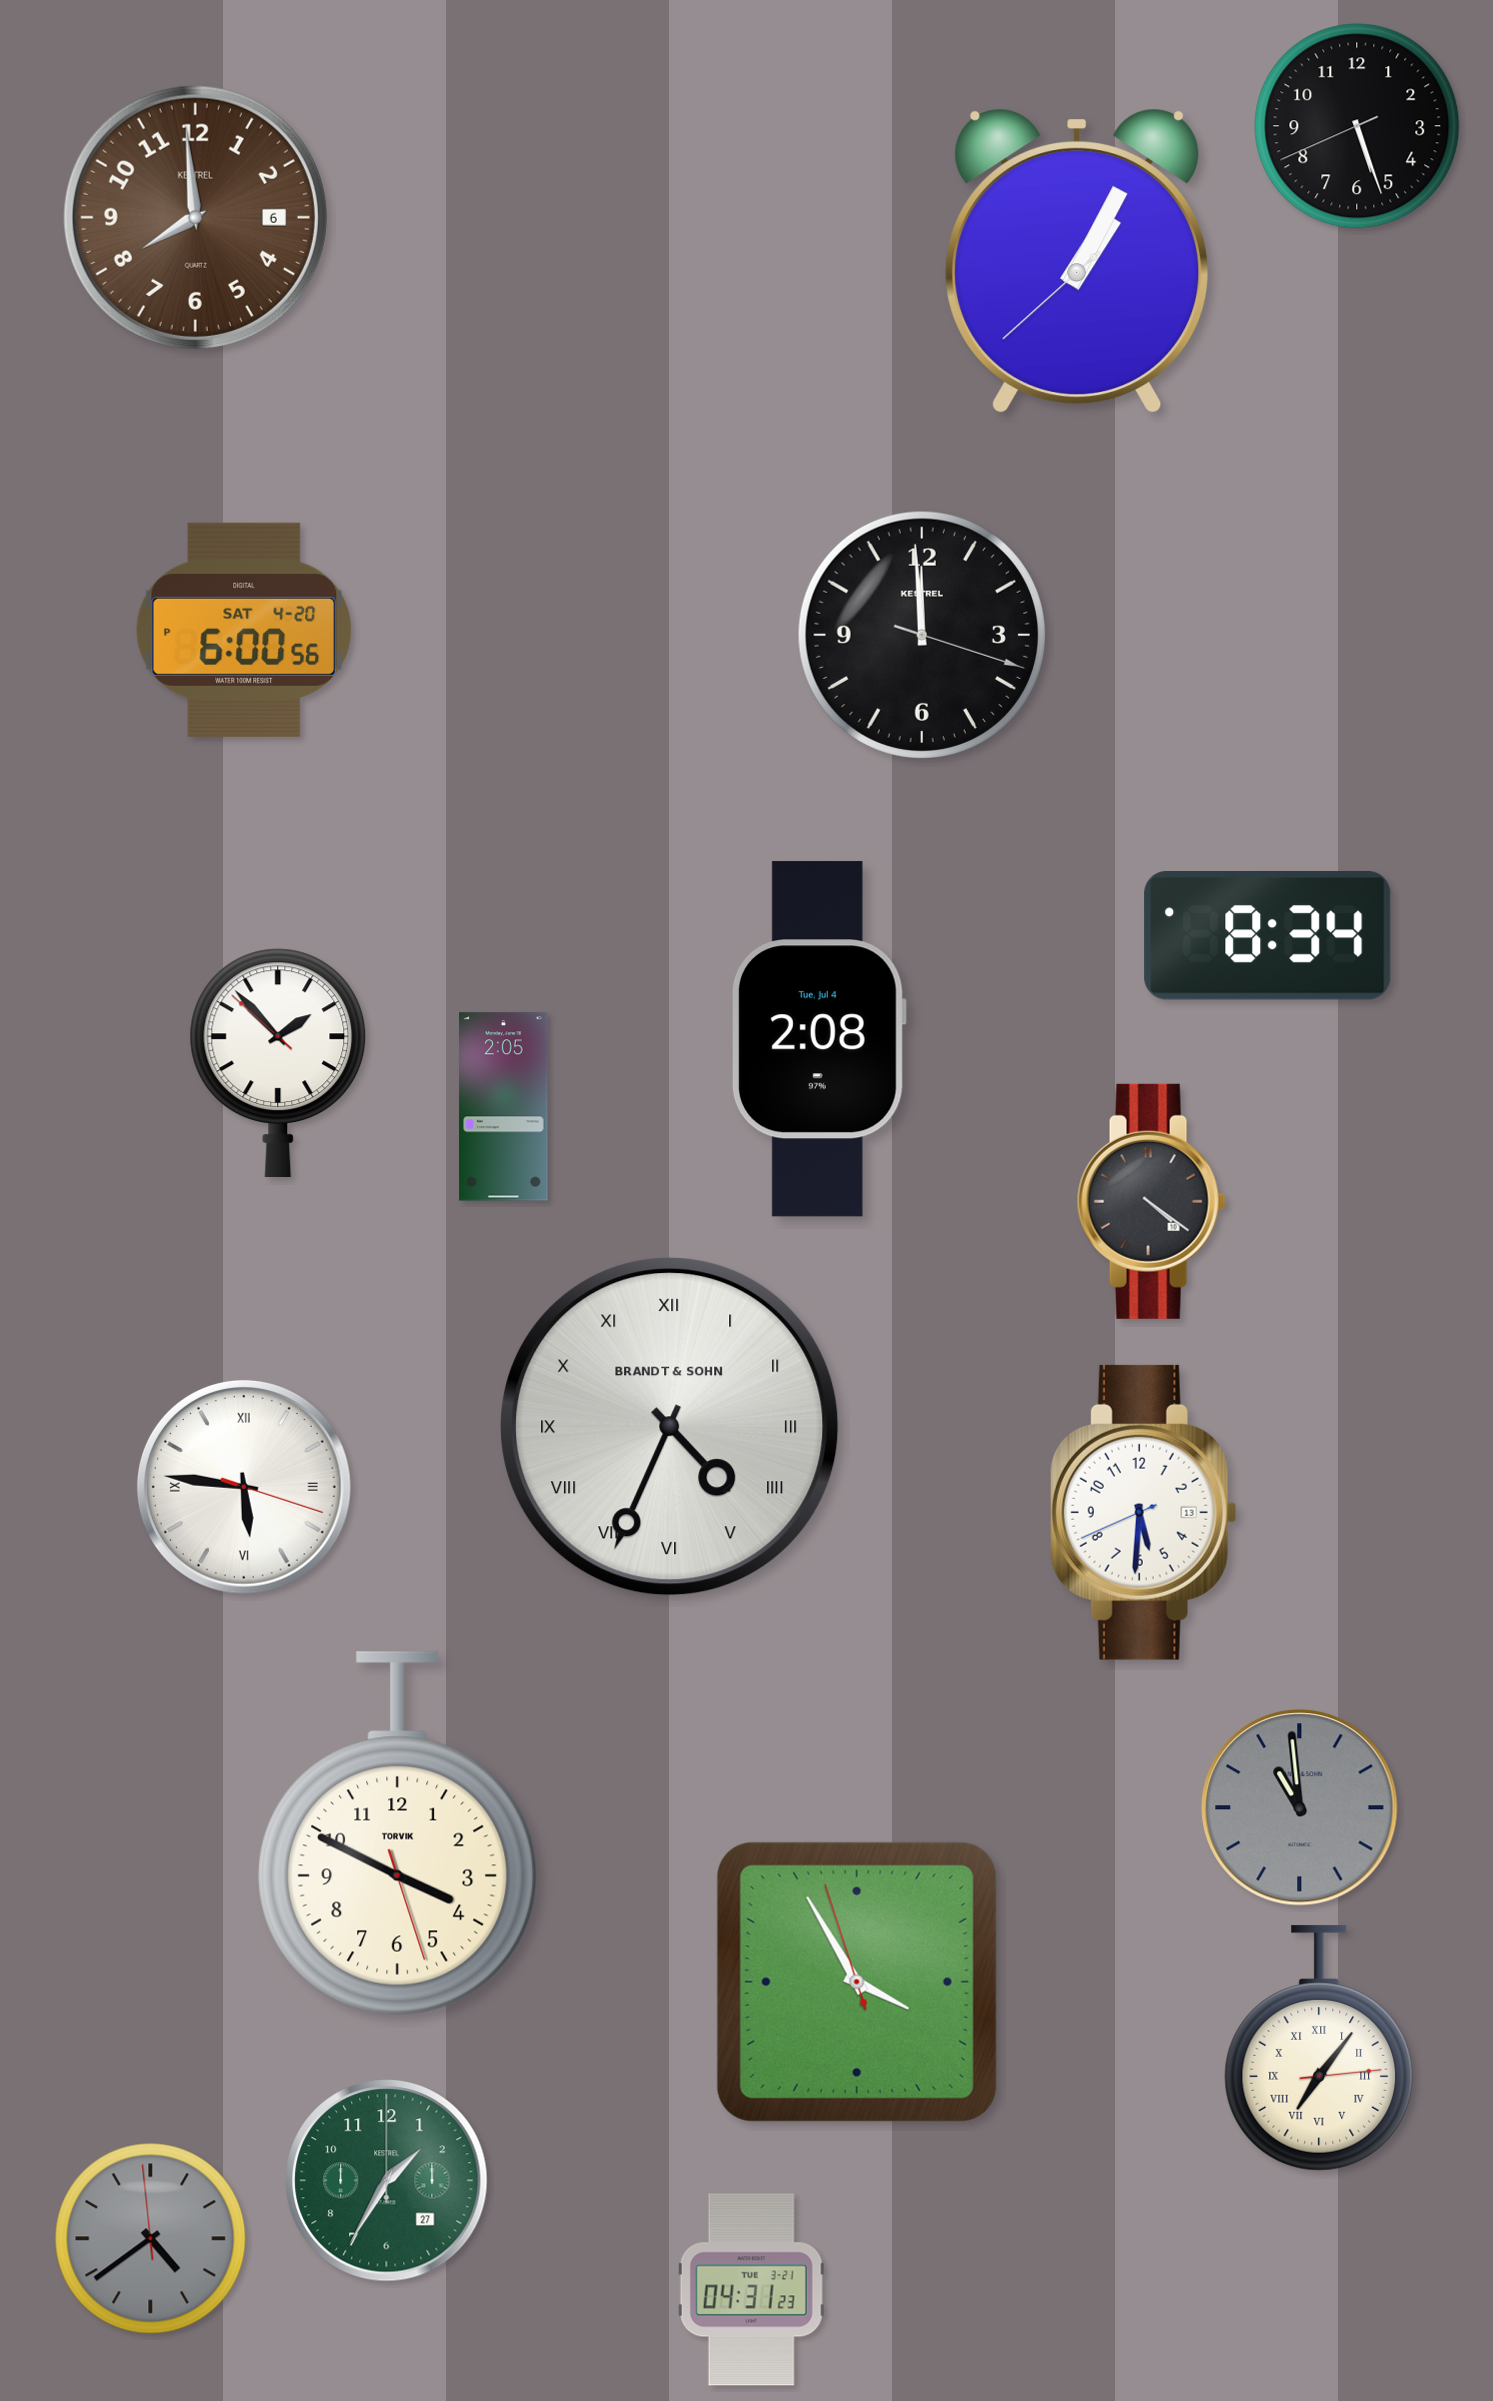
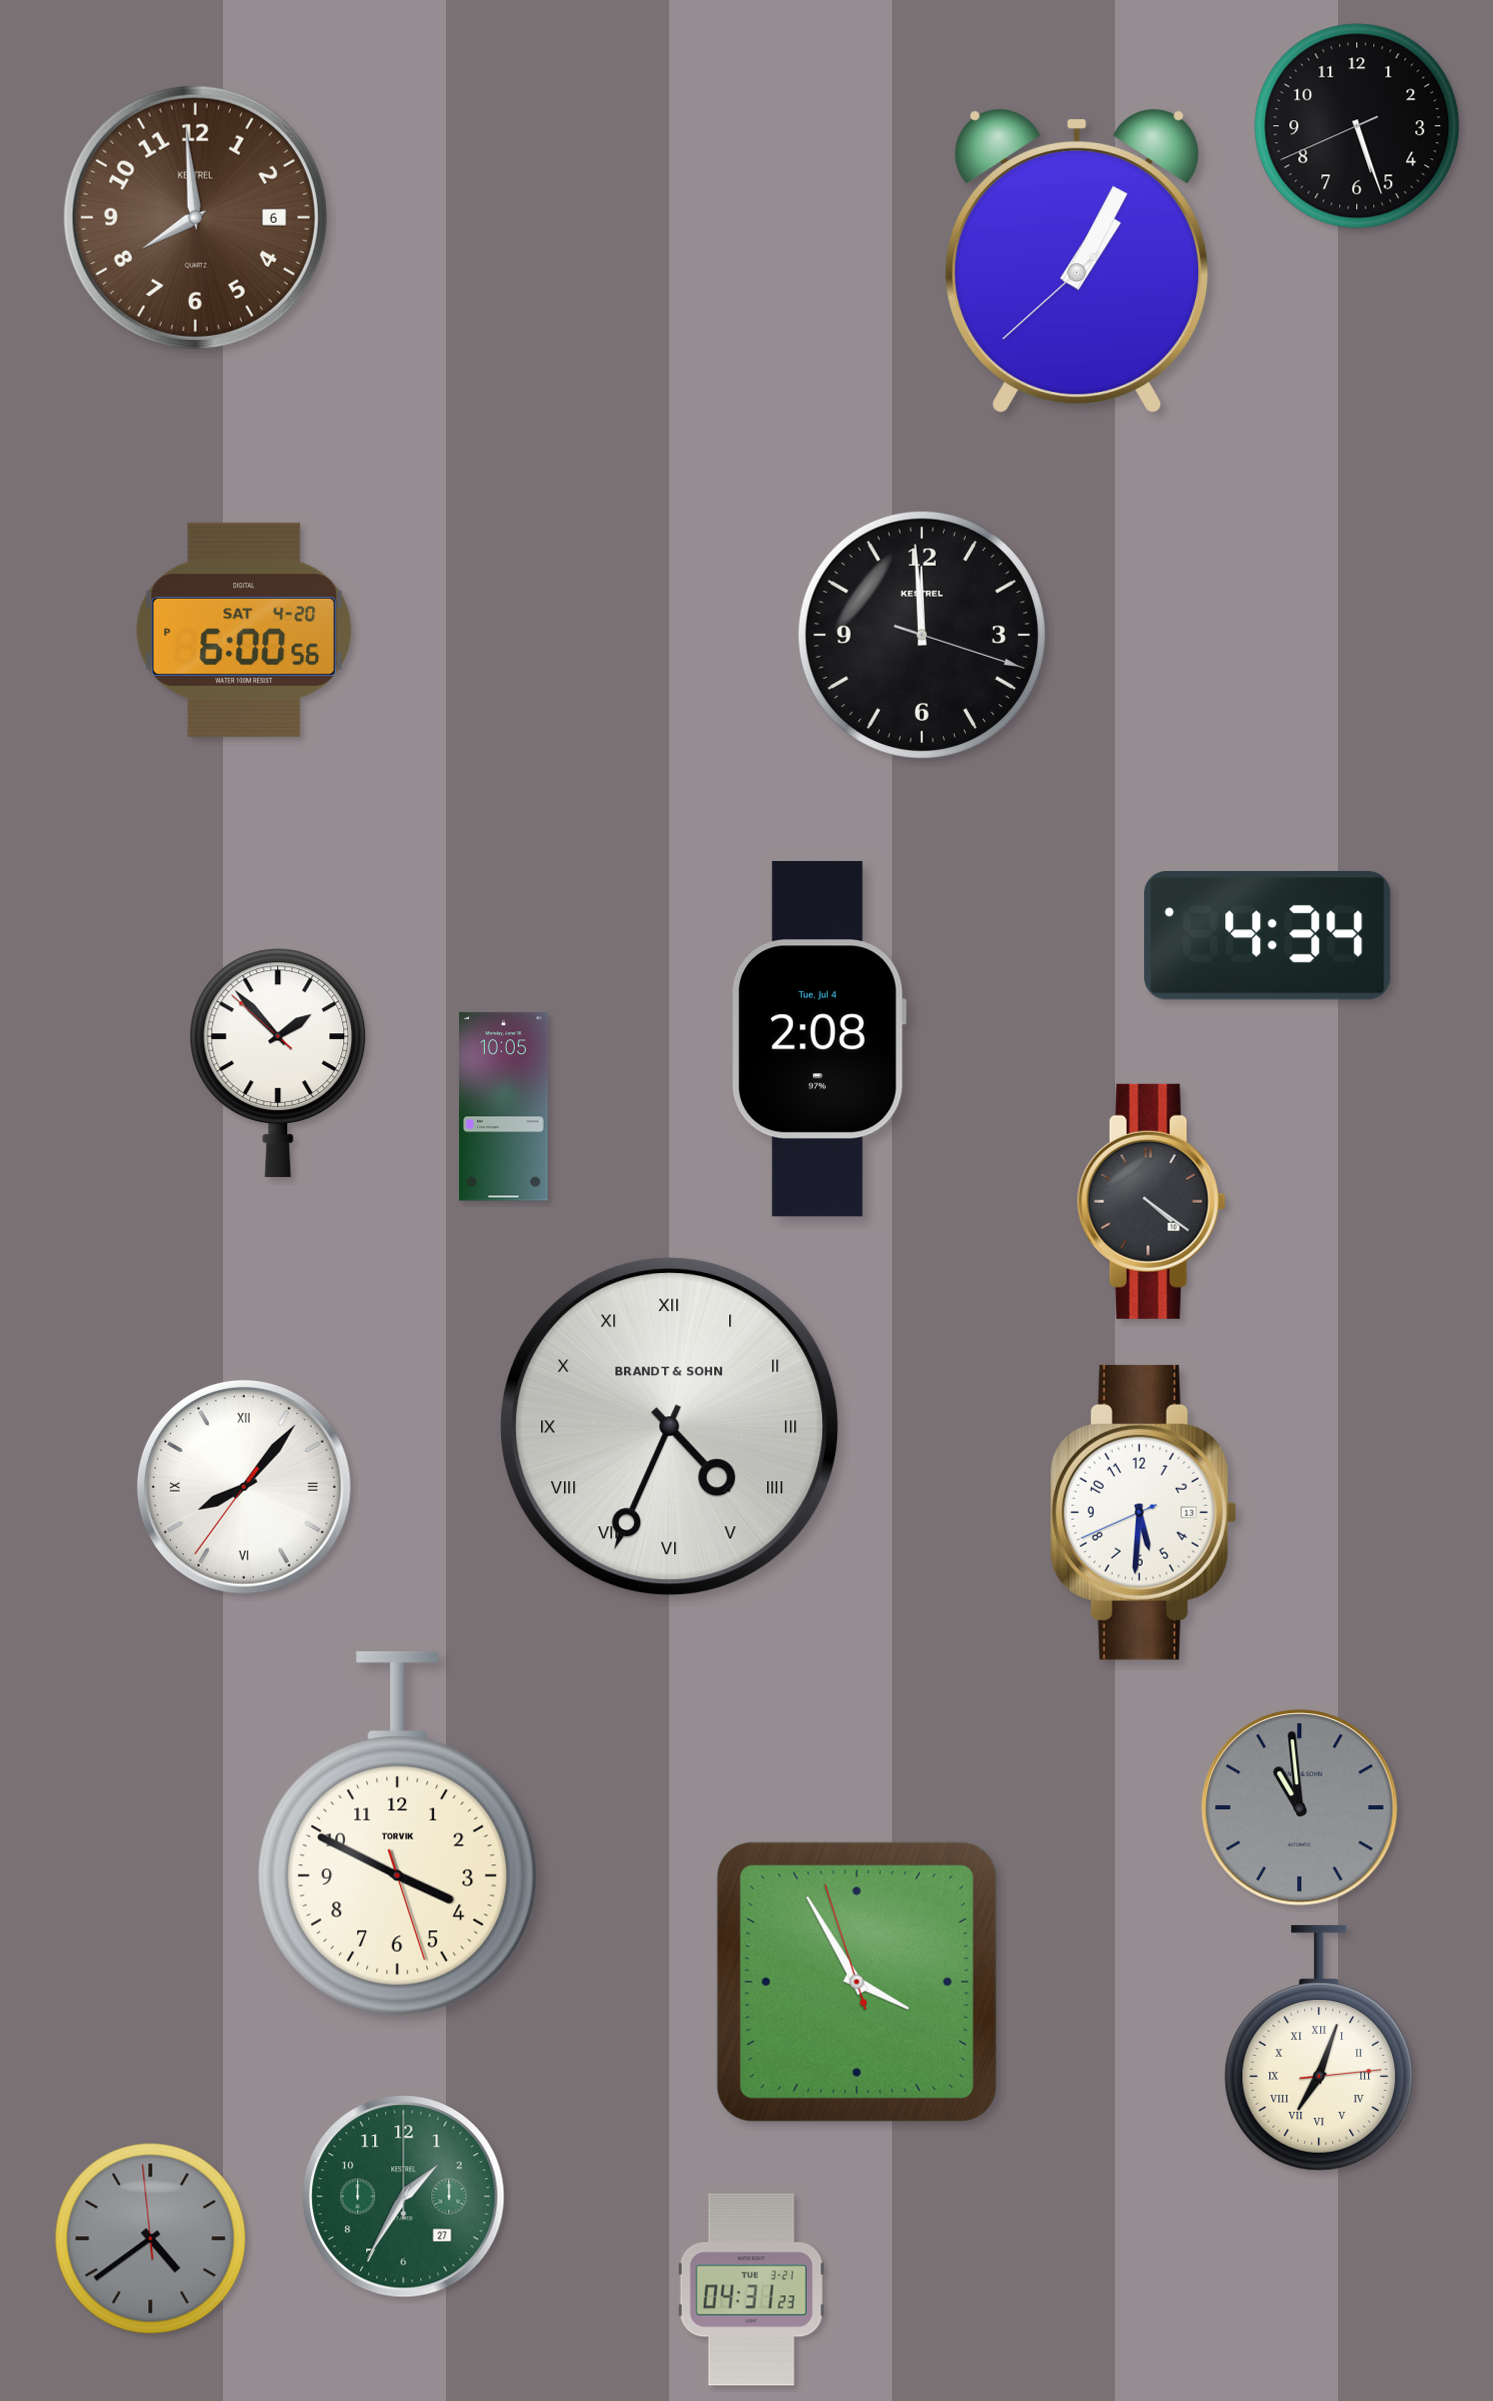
clock at (1268, 936): 8:34 -> 4:34
clock at (504, 1107): 2:05 -> 10:05
clock at (244, 1487): 5:46 -> 8:06
clock at (1319, 2048): 7:06 -> 7:03
clock at (387, 2181) position: (387, 2181) -> (404, 2197)
